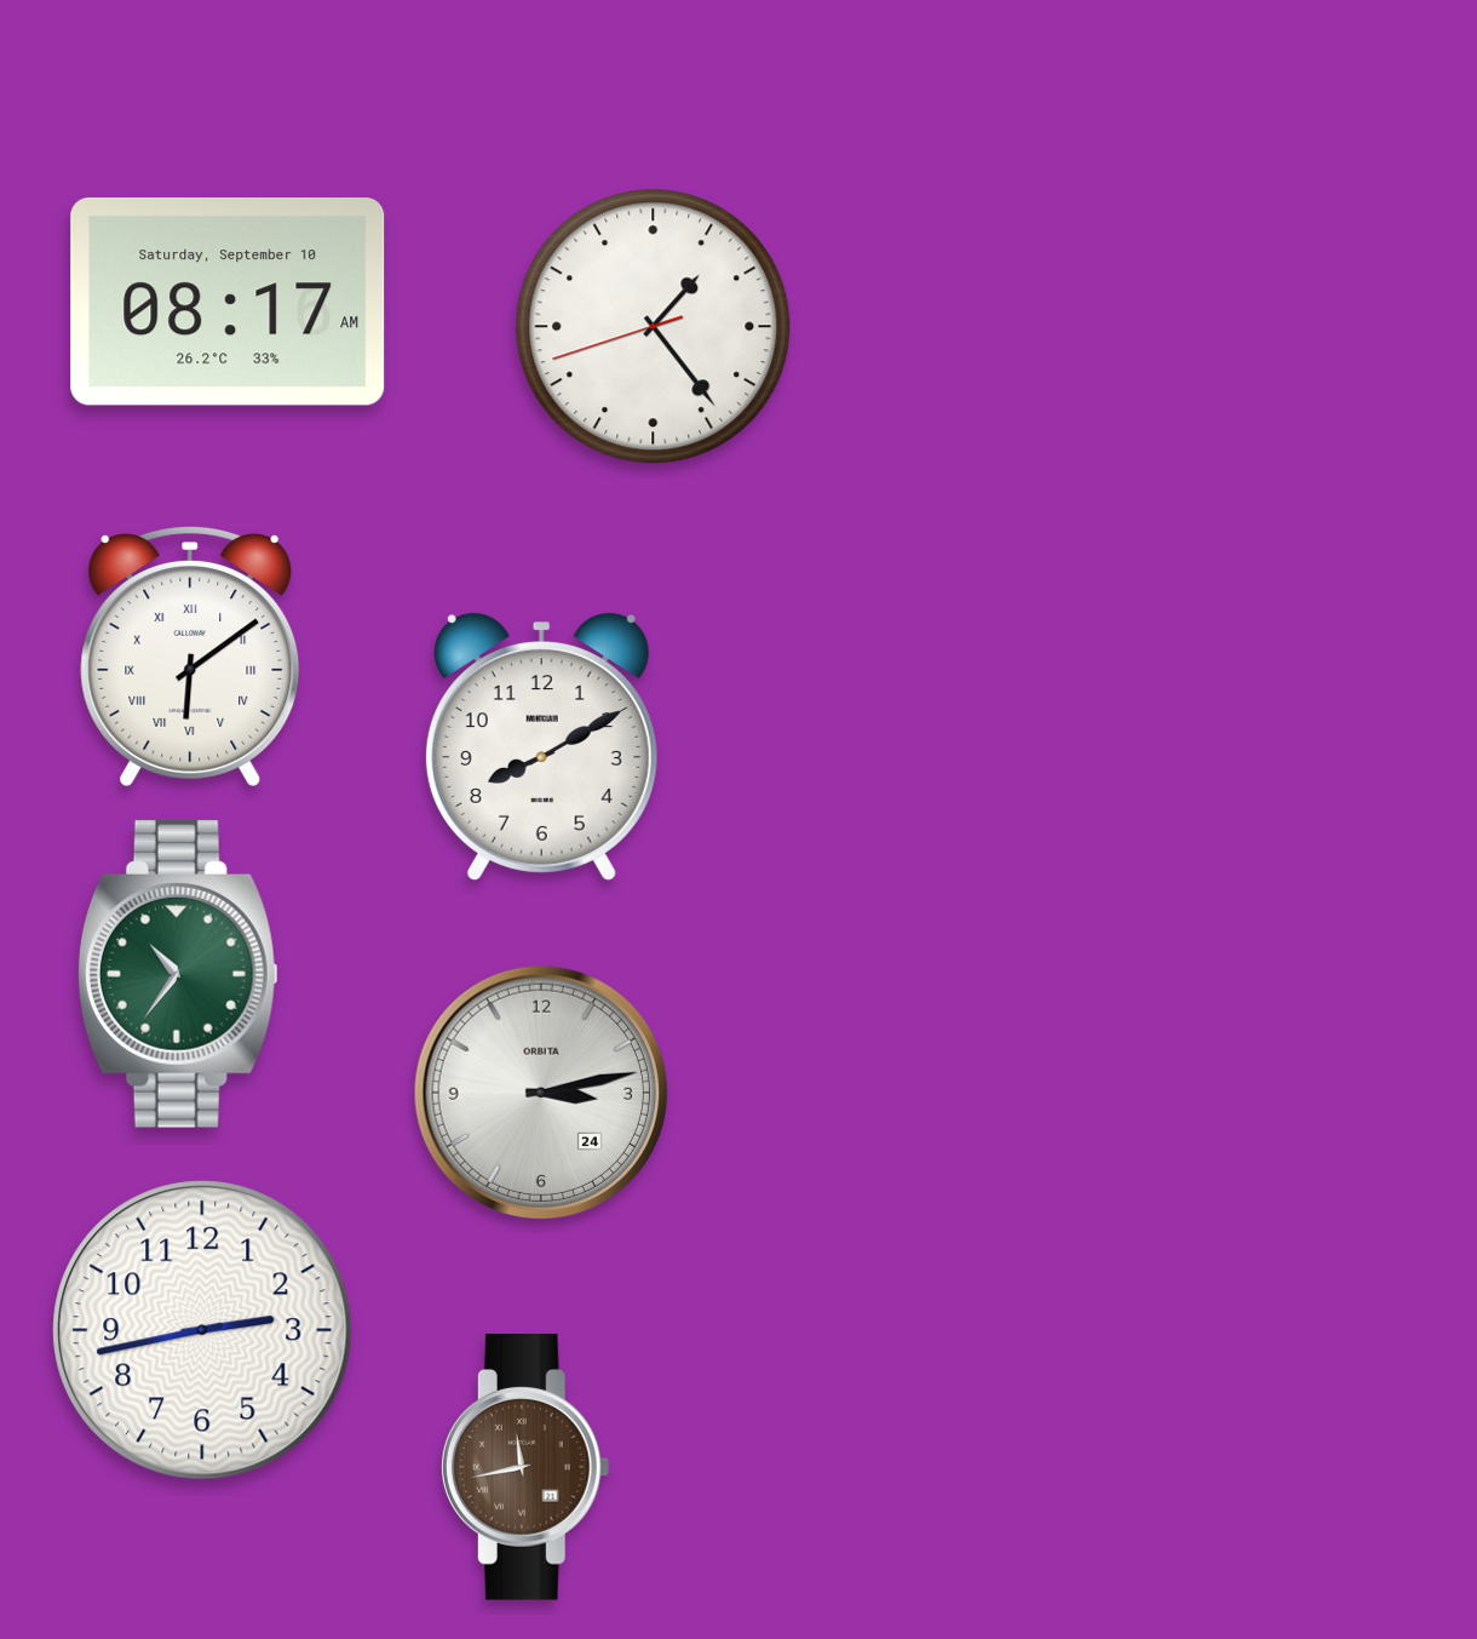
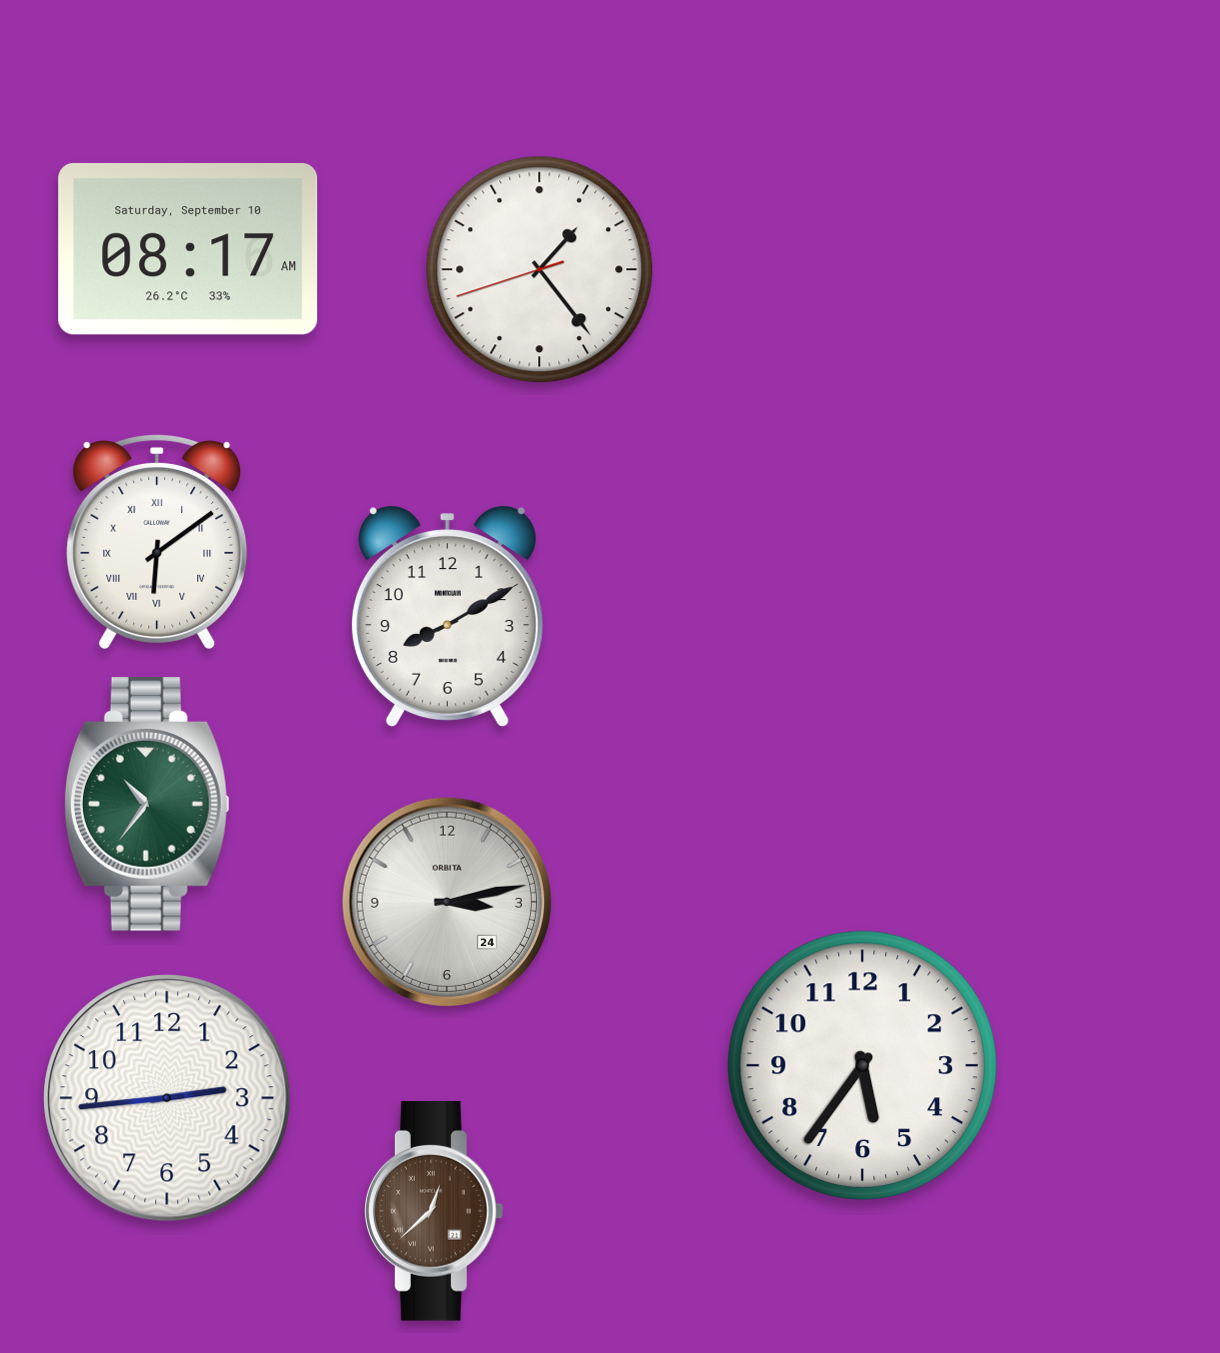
clock at (862, 1065): none -> 5:36
clock at (202, 1330): 2:43 -> 2:44
clock at (525, 1467): 11:43 -> 12:38
